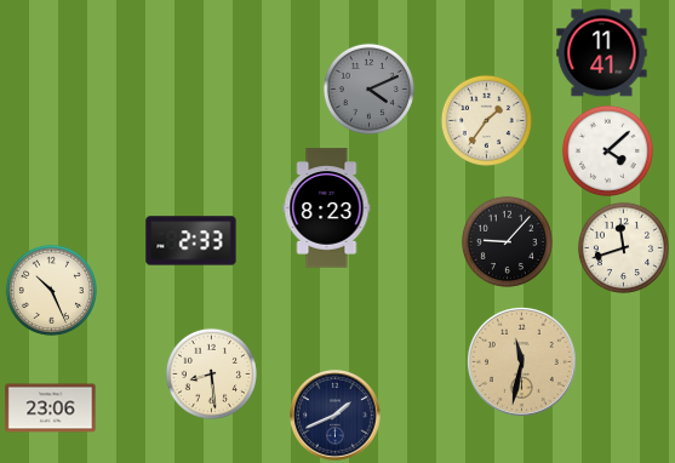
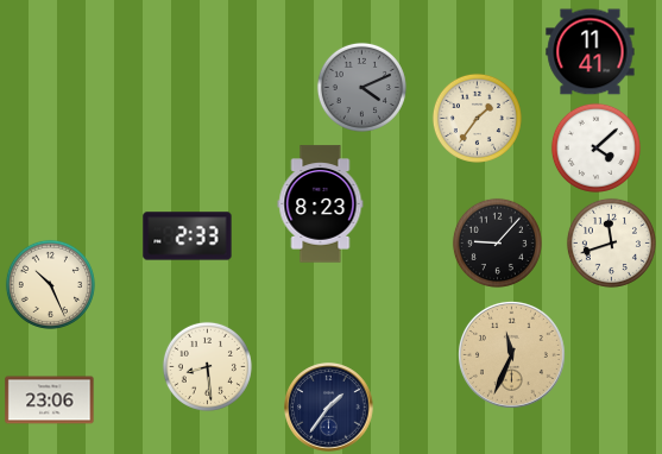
clock at (507, 241) position: (507, 241) -> (497, 242)
clock at (521, 361): 11:32 -> 11:34
clock at (336, 416): 1:41 -> 1:36
